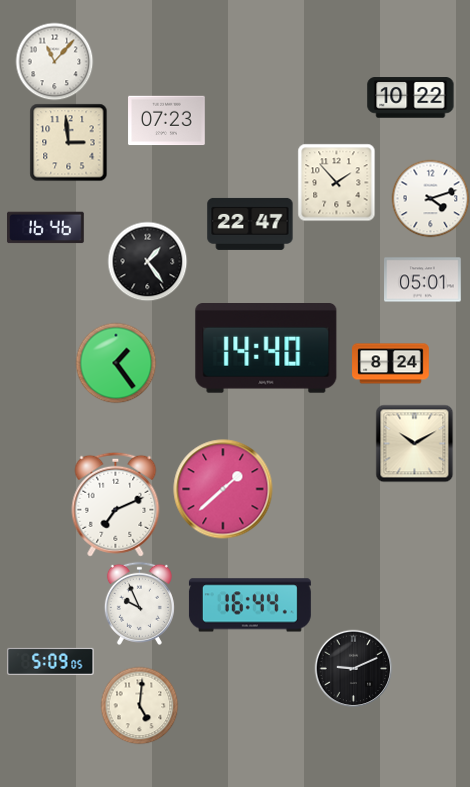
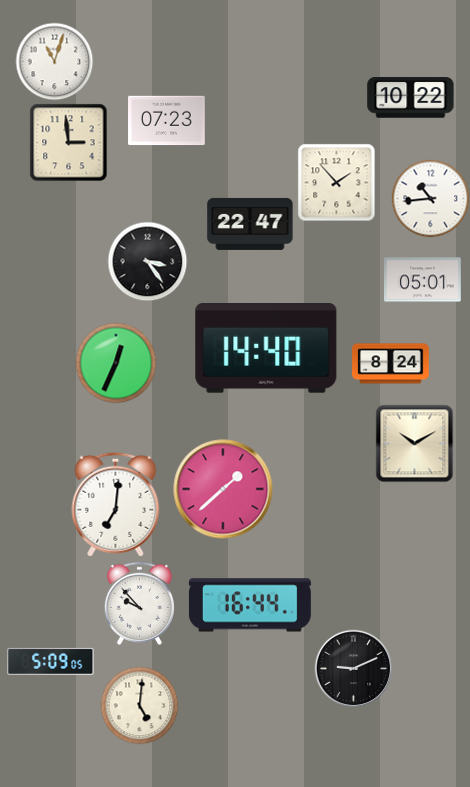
clock at (54, 61): 11:07 -> 11:03
clock at (430, 198): 4:12 -> 10:44
clock at (46, 228): 16:46 -> none
clock at (147, 261): 1:24 -> 3:24
clock at (116, 363): 1:24 -> 12:34
clock at (116, 504): 7:11 -> 7:01
clock at (139, 603): 9:56 -> 9:53
